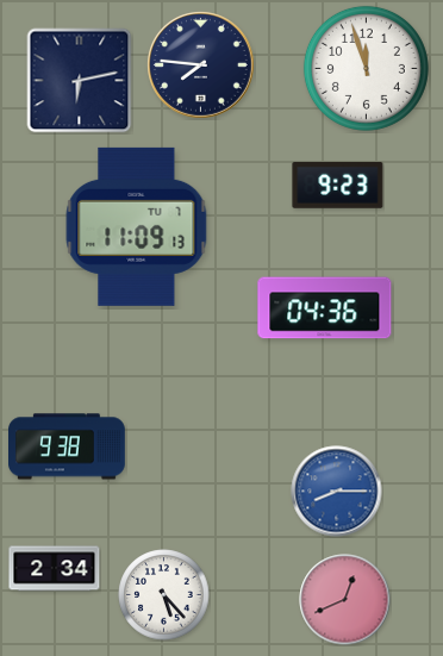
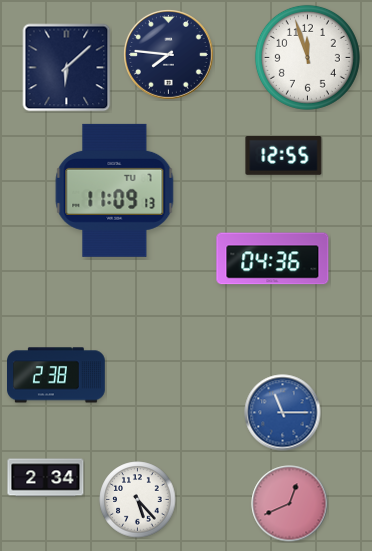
clock at (80, 81): 6:13 -> 6:08
clock at (338, 185): 9:23 -> 12:55
clock at (68, 446): 9:38 -> 2:38
clock at (337, 492): 8:15 -> 11:15
